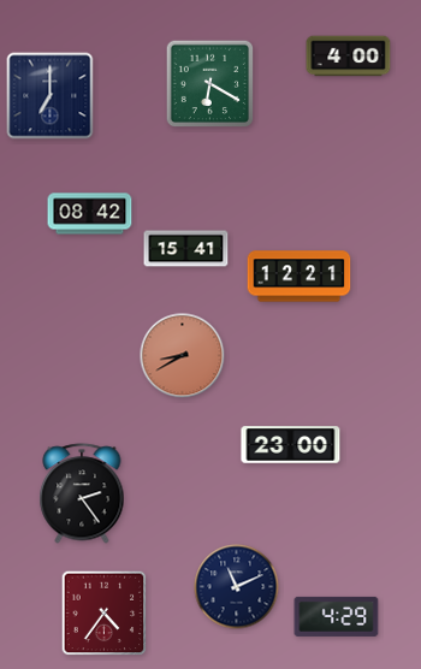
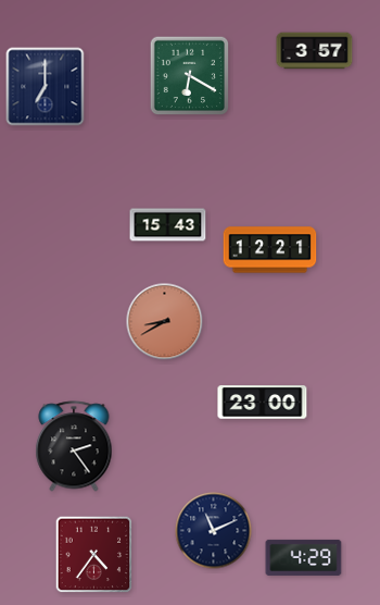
clock at (349, 57): 4:00 -> 3:57
clock at (90, 214): 08:42 -> none
clock at (186, 249): 15:41 -> 15:43
